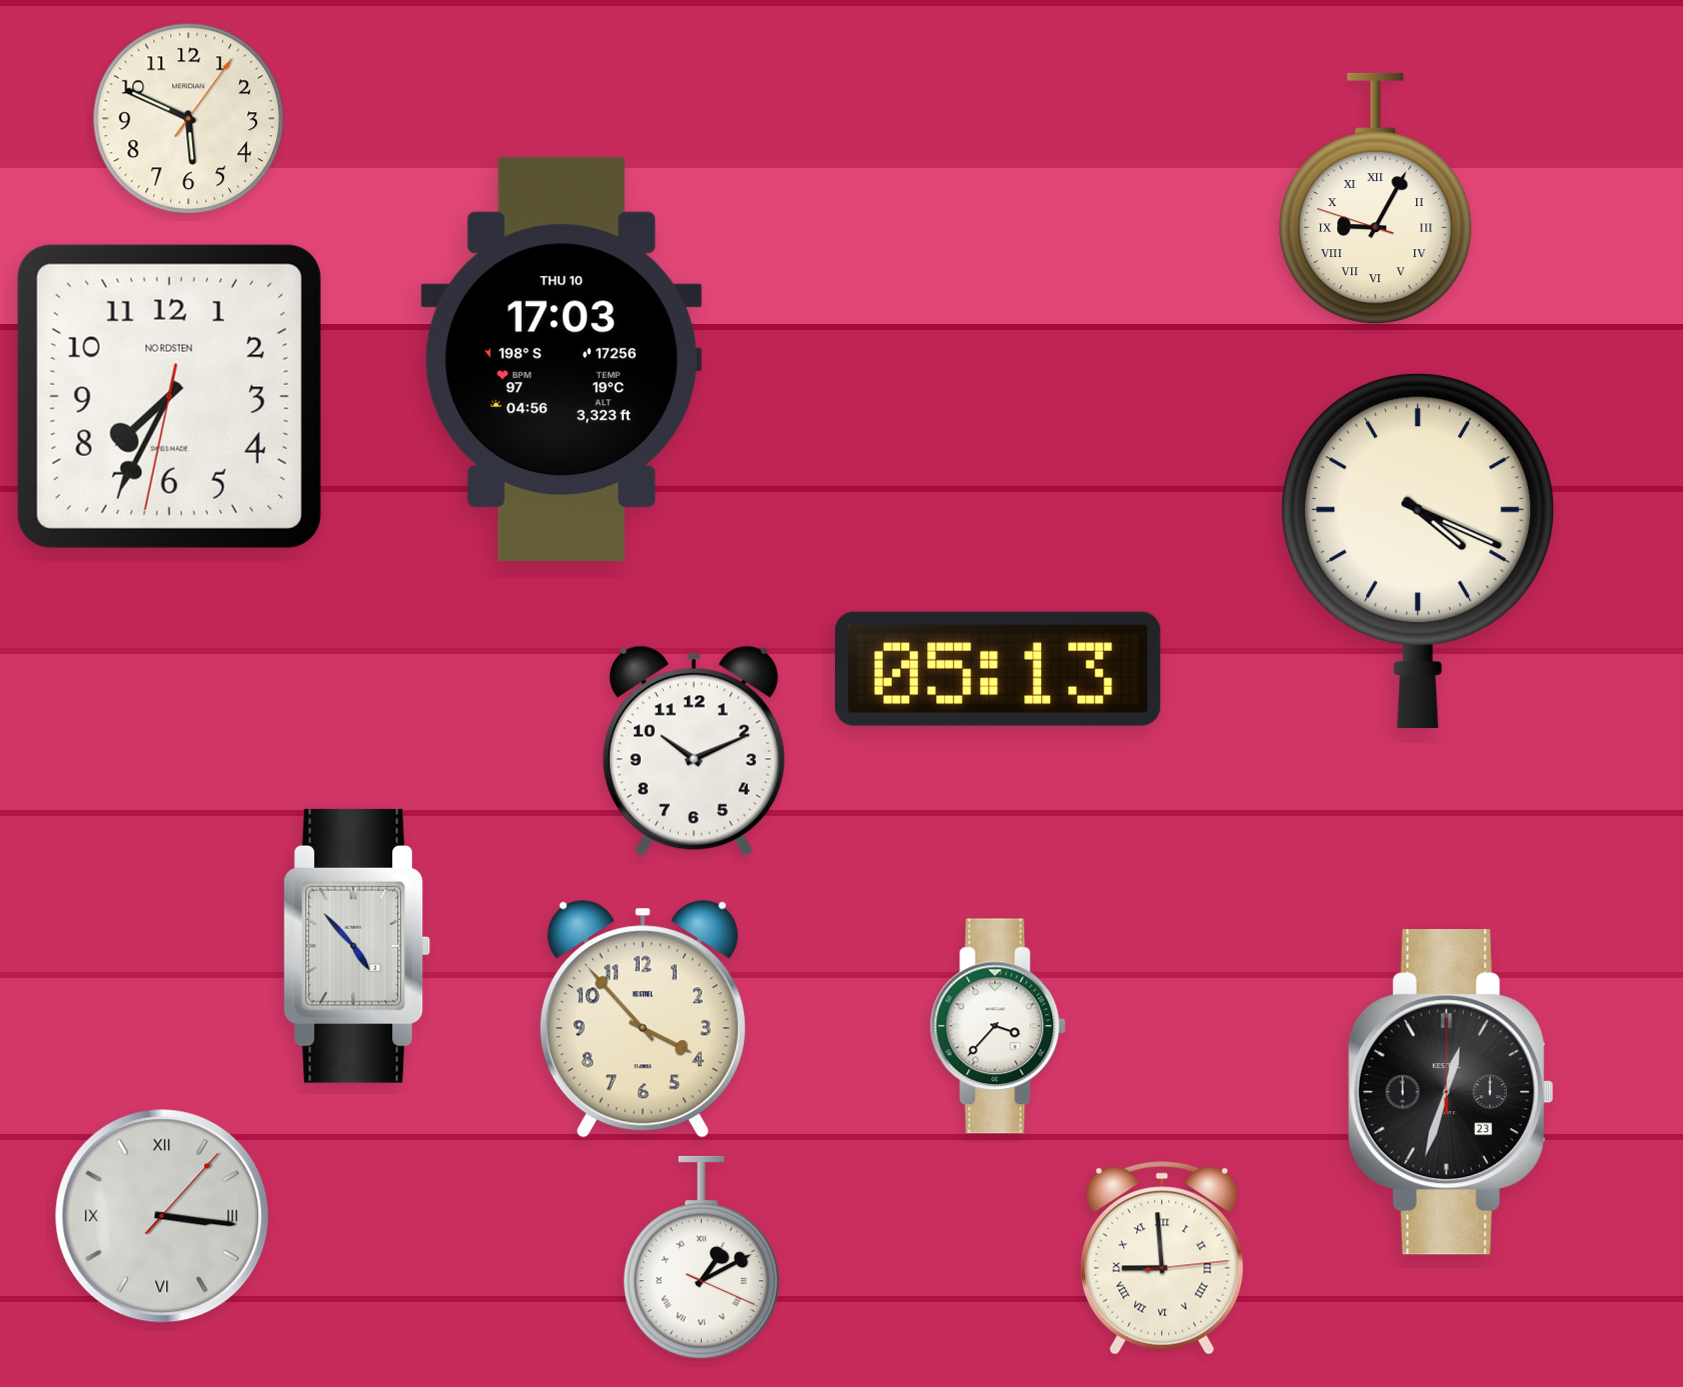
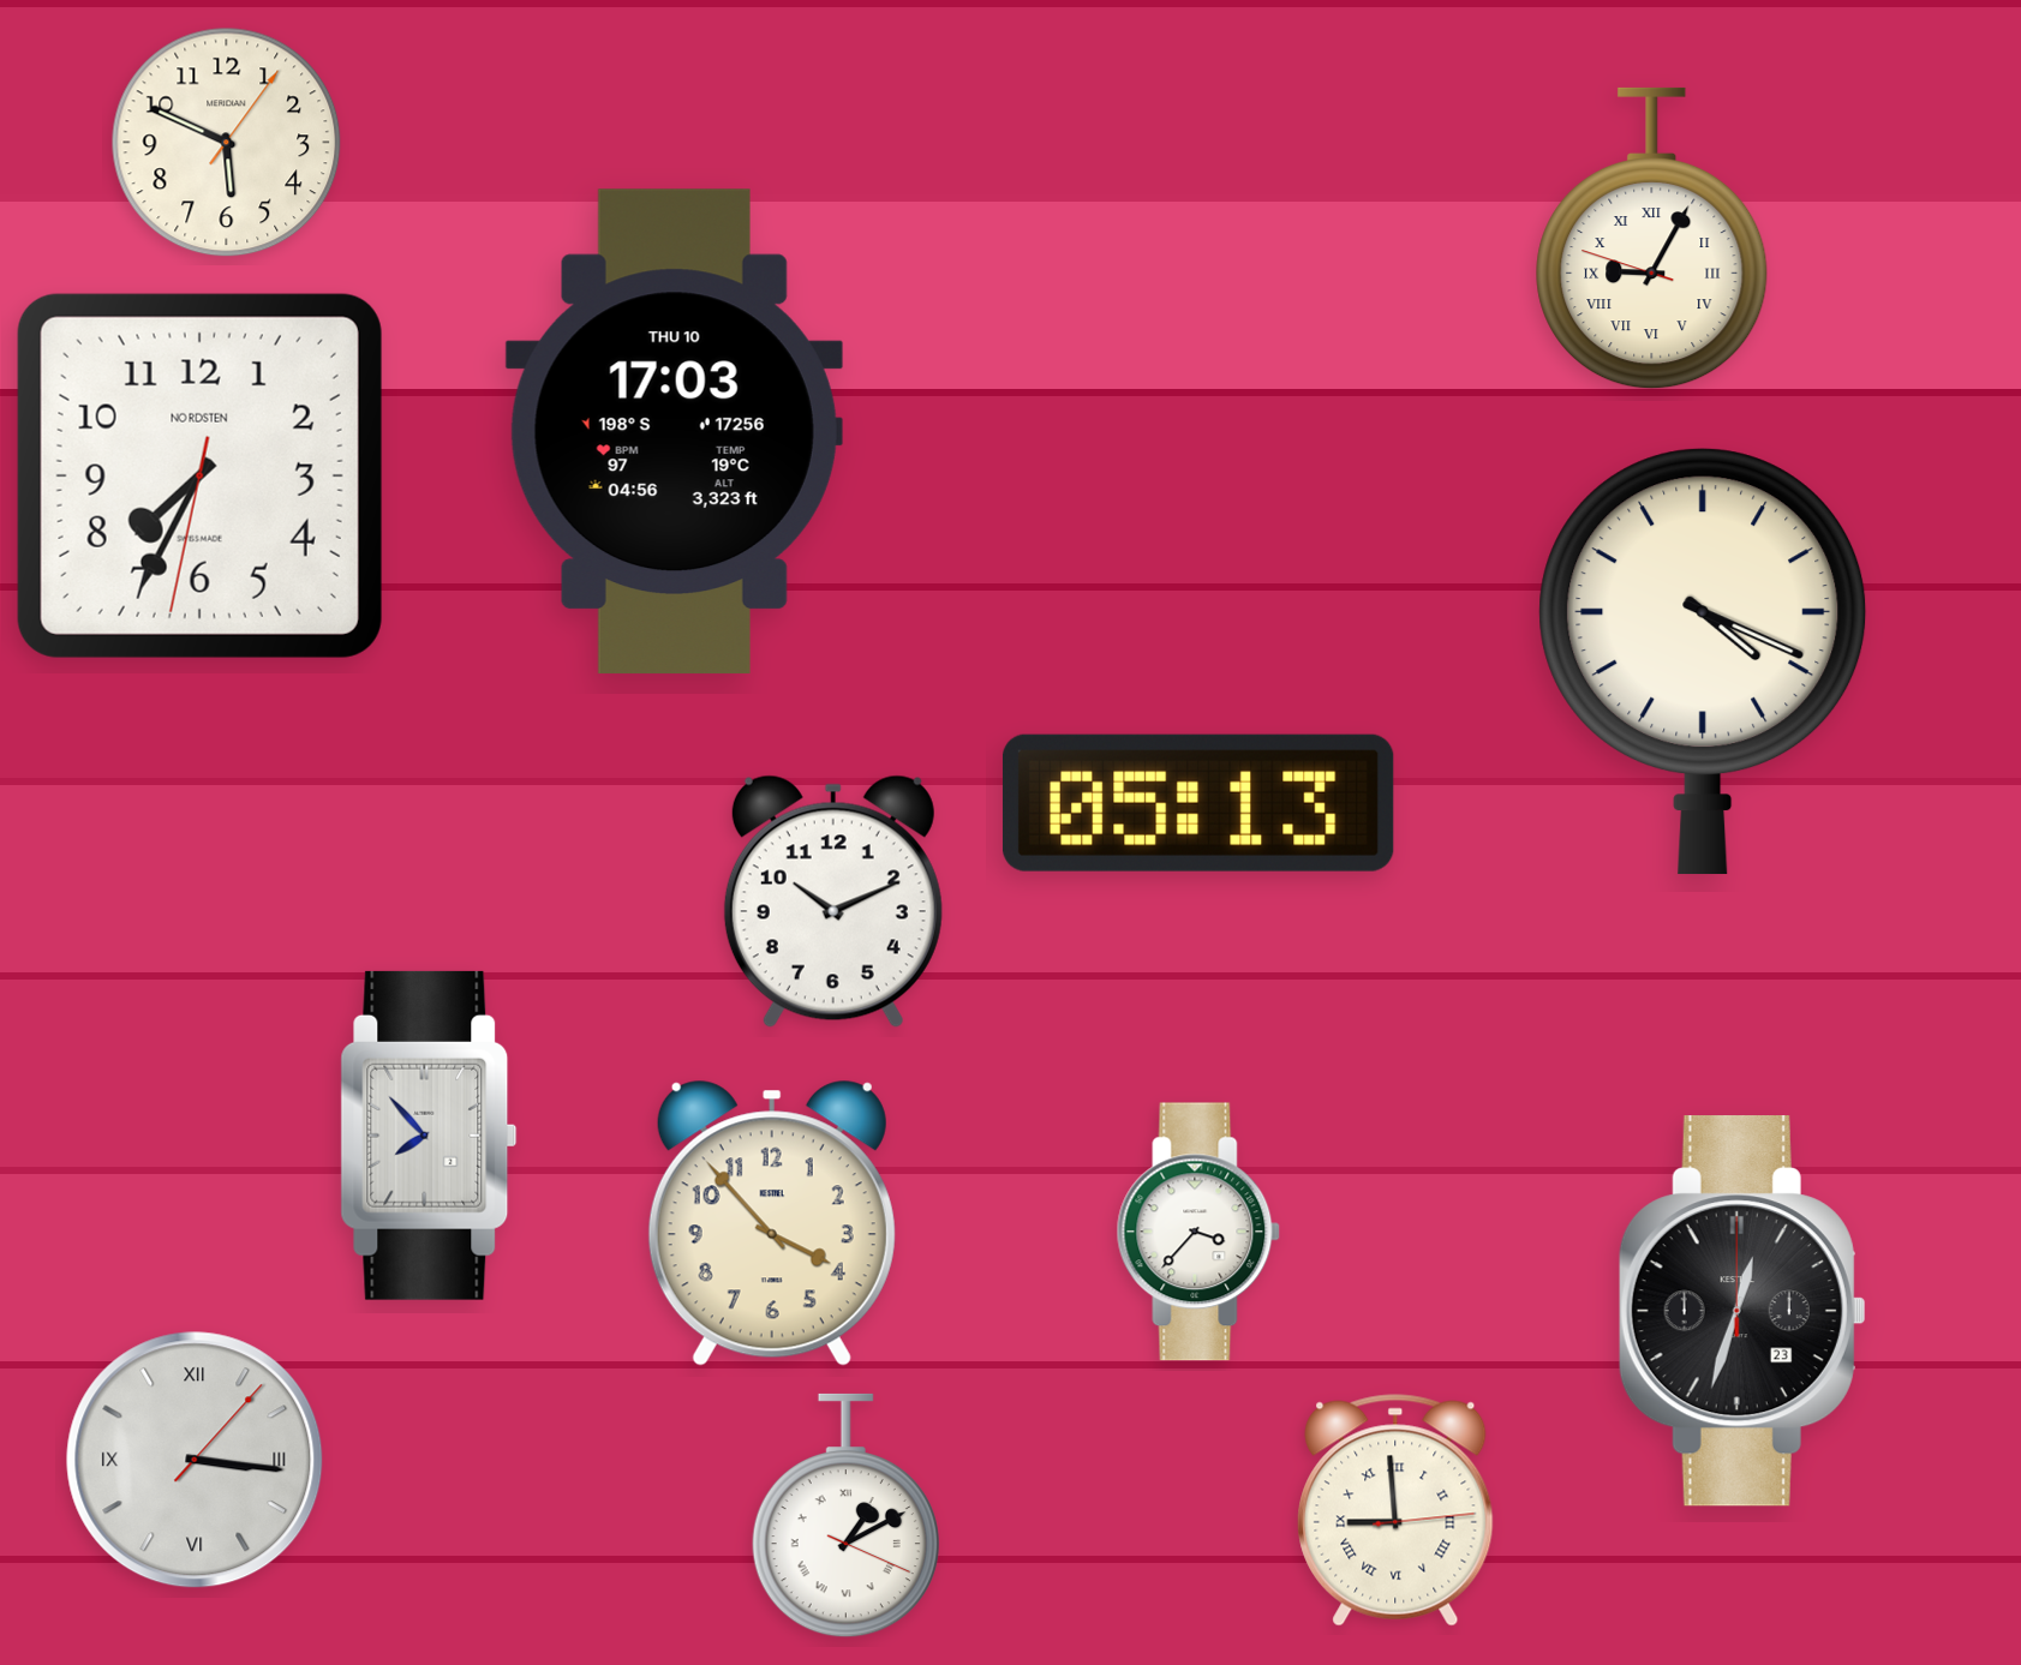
clock at (169, 396) position: (169, 396) -> (199, 475)
clock at (357, 946): 4:53 -> 7:53
clock at (701, 1258) position: (701, 1258) -> (845, 1516)
